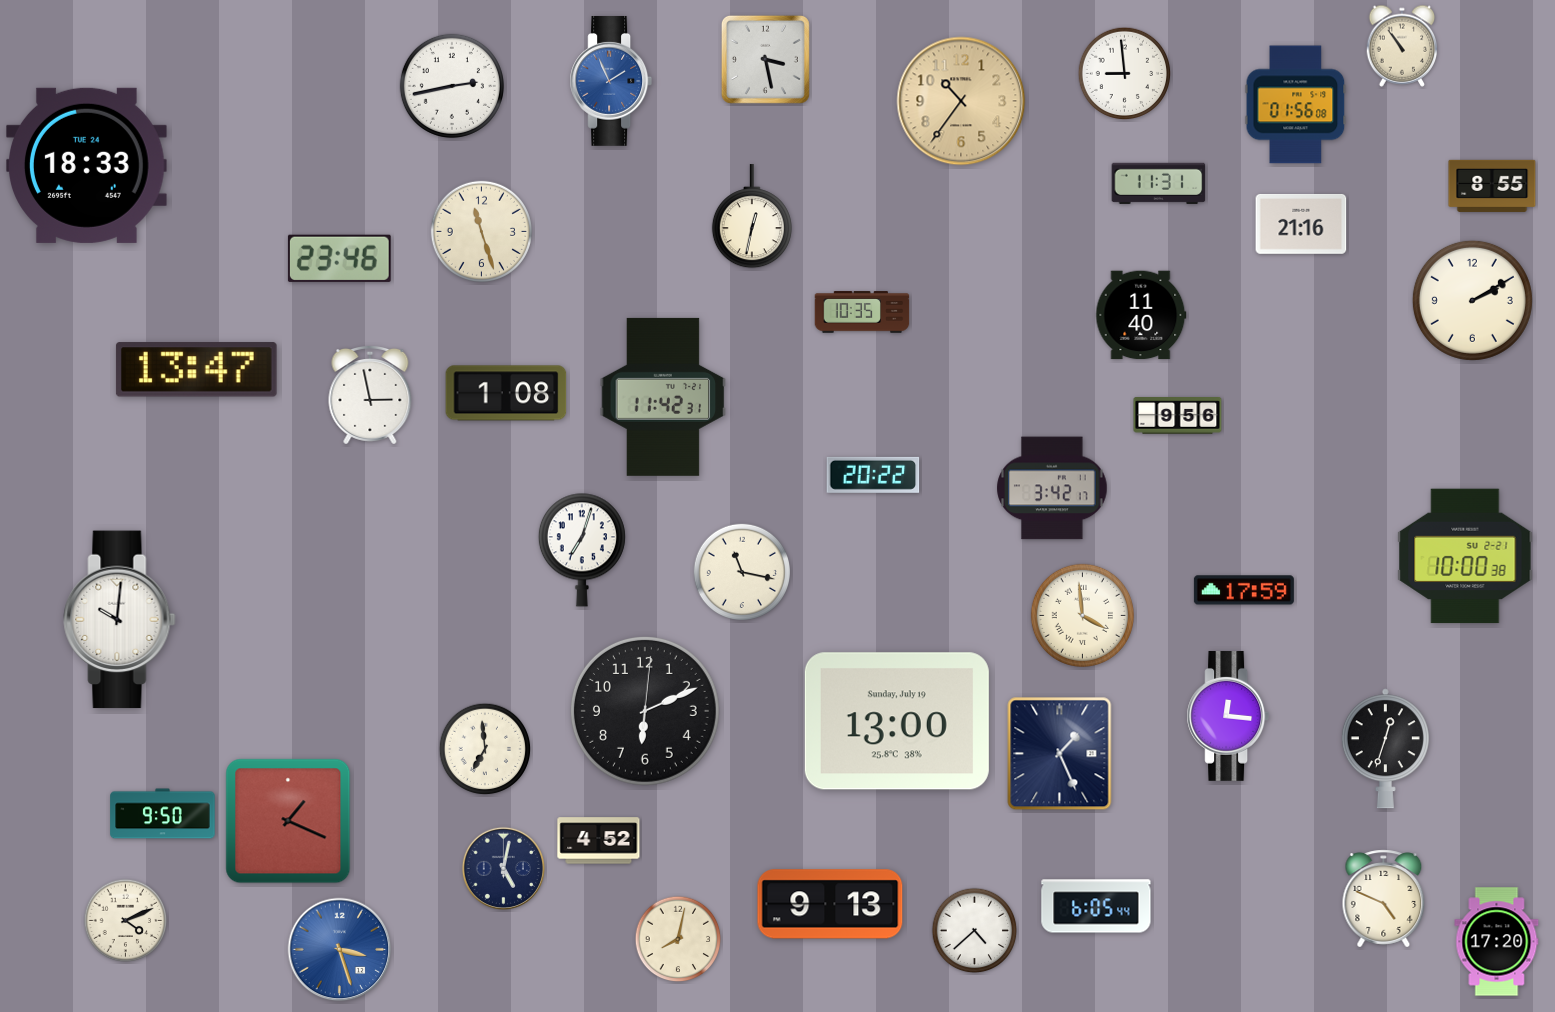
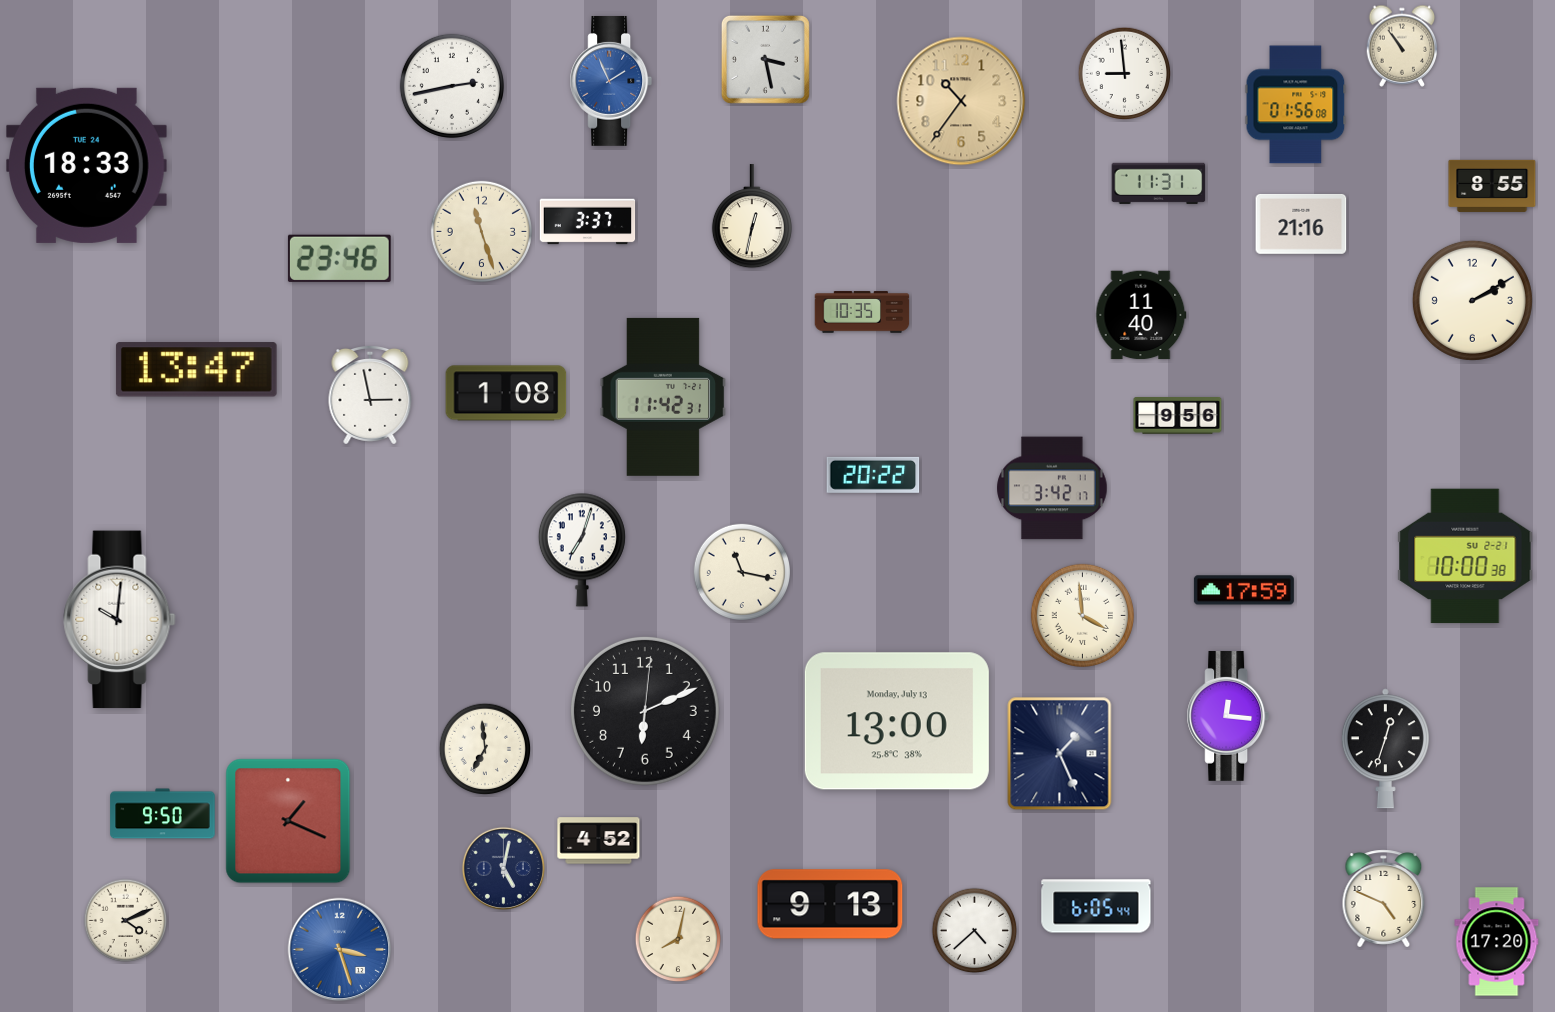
clock at (588, 222): none -> 3:37
clock at (897, 721) date: Sunday, July 19 -> Monday, July 13
